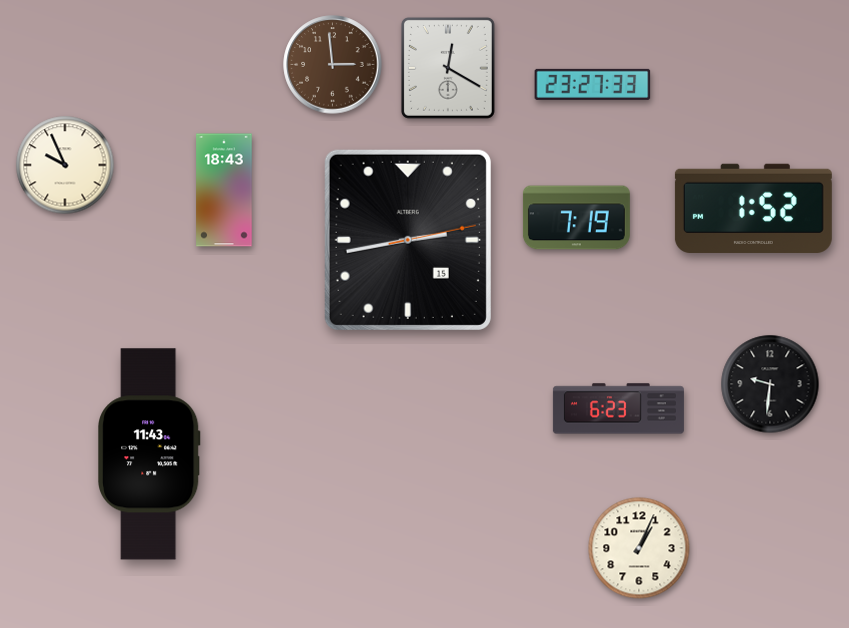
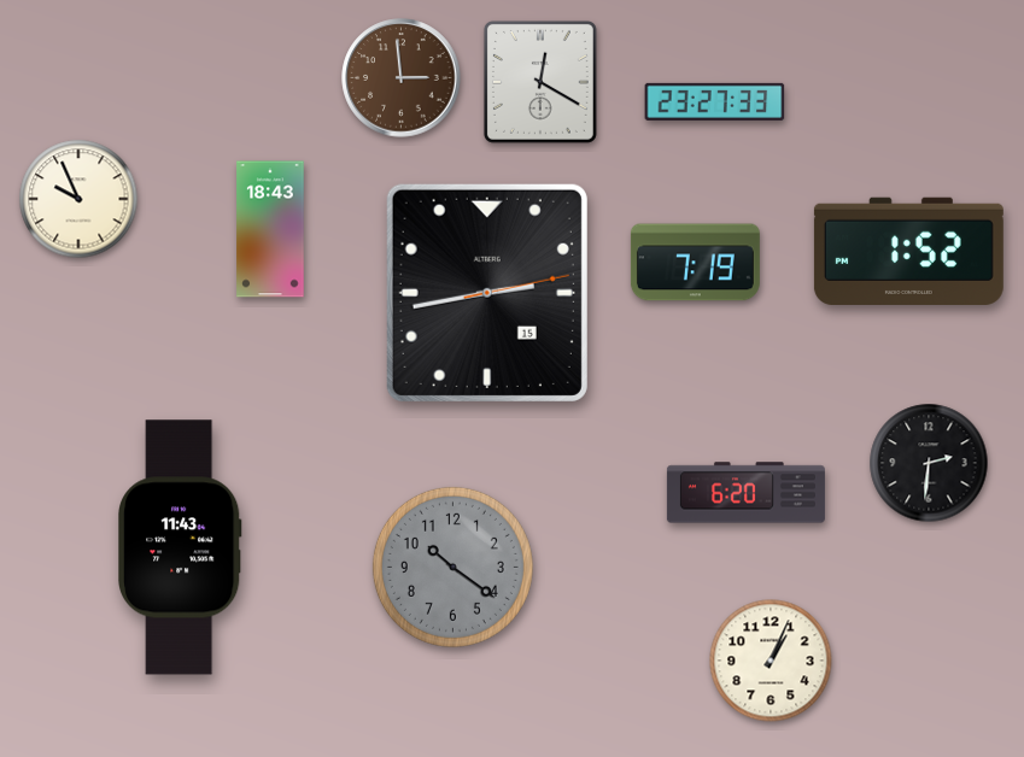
clock at (408, 240) position: (408, 240) -> (487, 293)
clock at (770, 384): 9:31 -> 2:31
clock at (618, 409): 6:23 -> 6:20
clock at (452, 567): none -> 10:21
